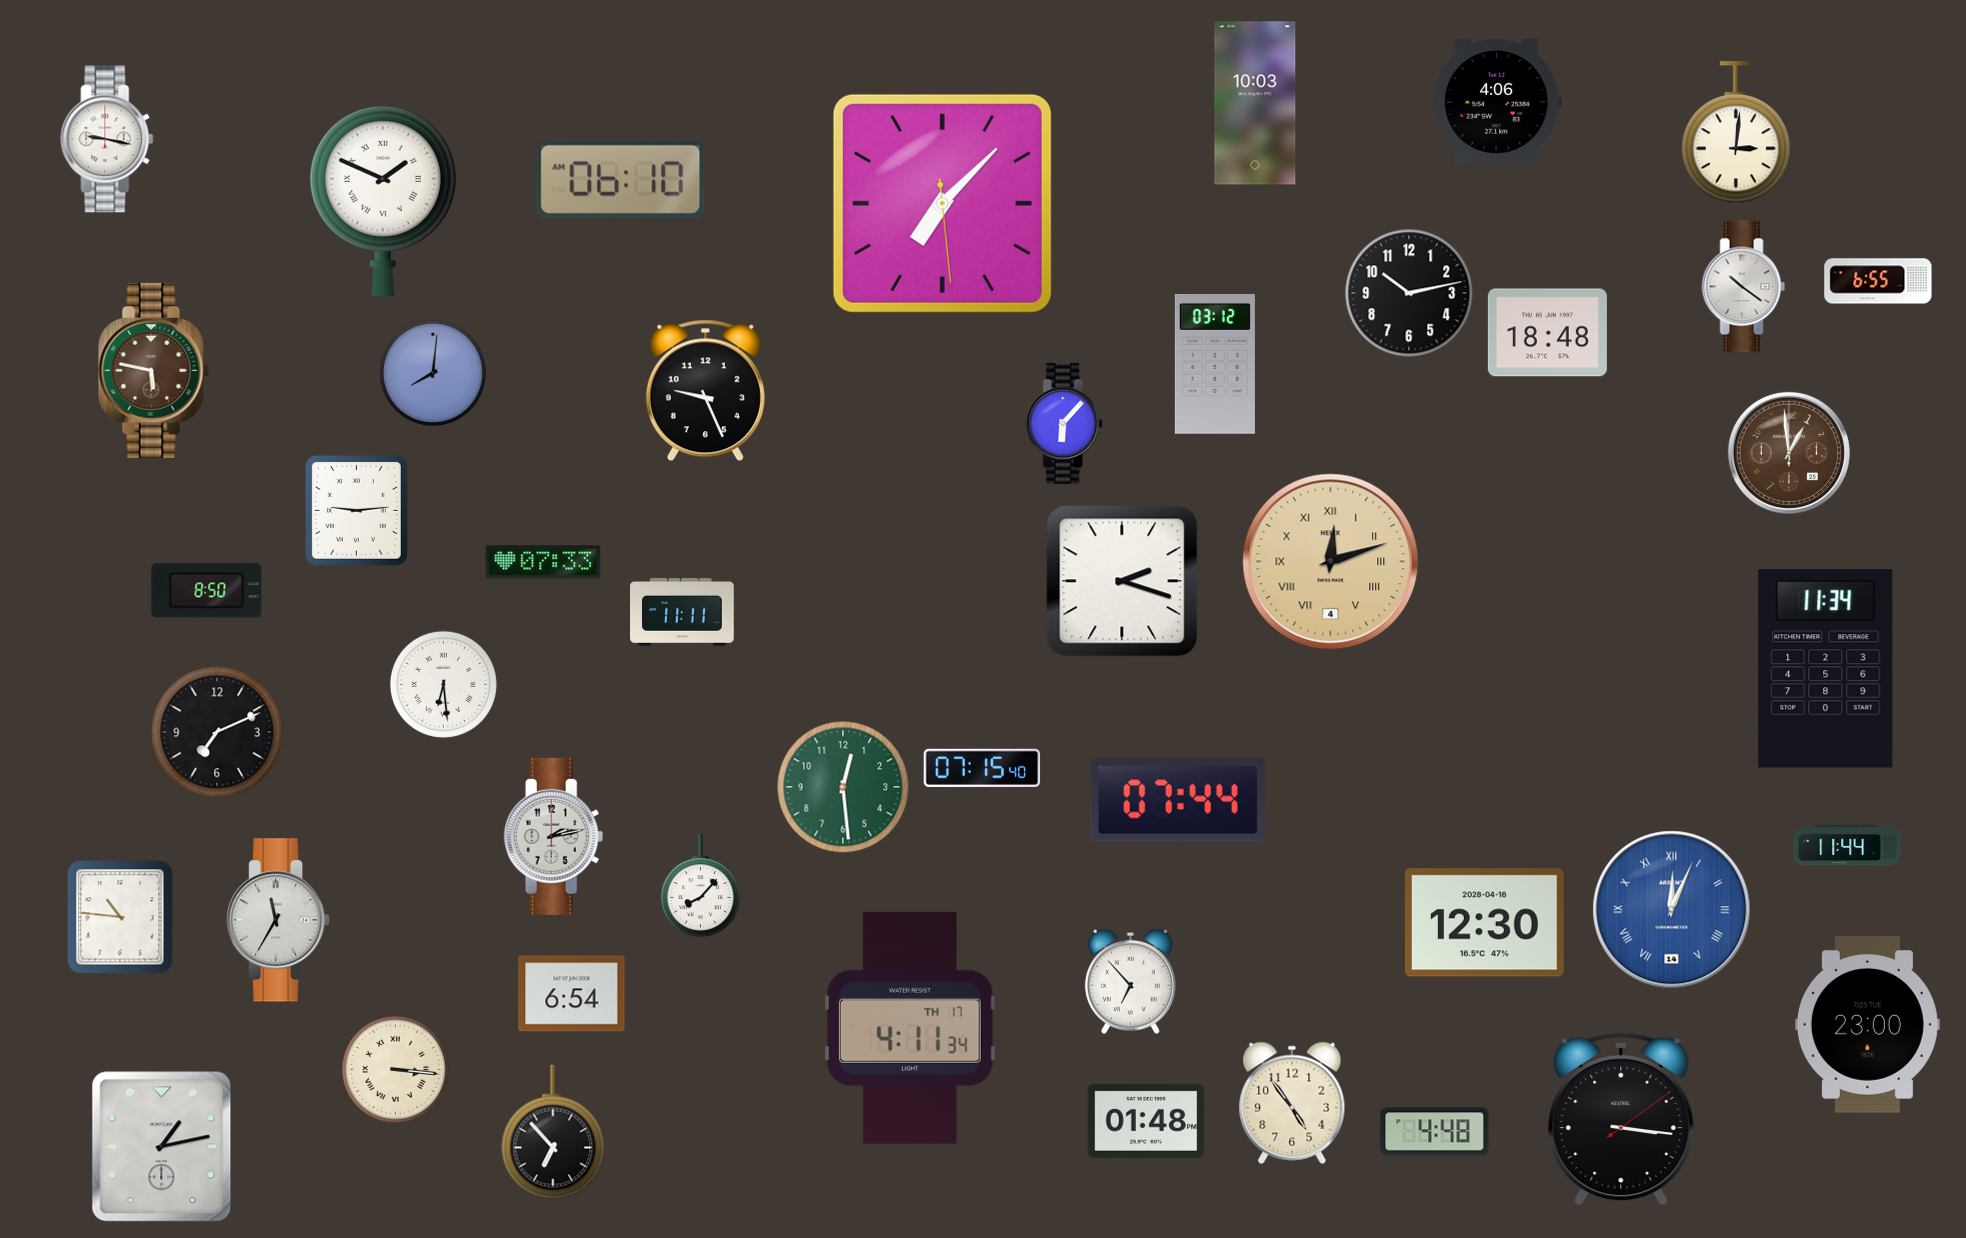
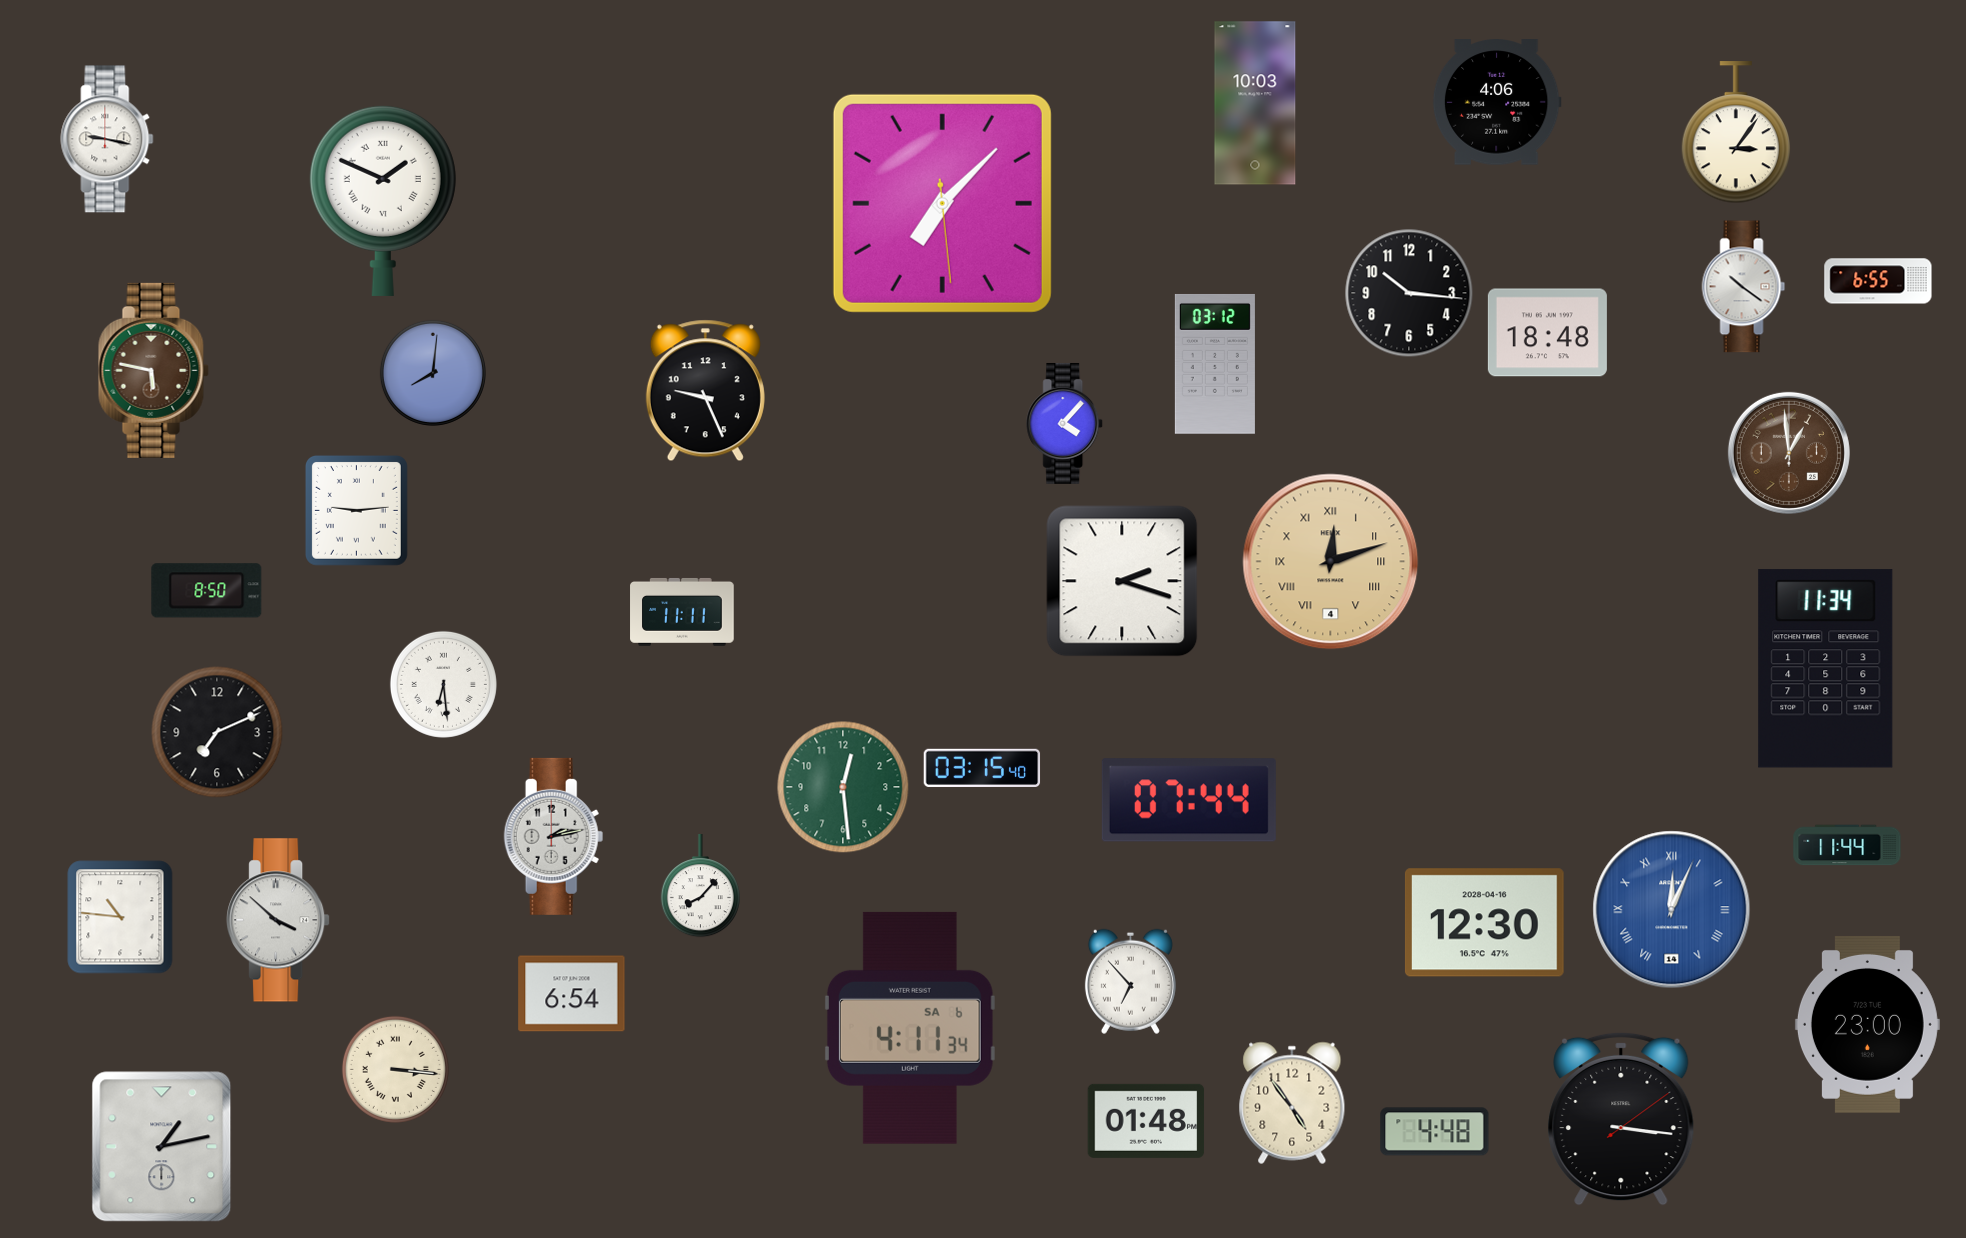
clock at (1735, 133): 3:01 -> 3:06
clock at (621, 179): 06:10 -> none
clock at (1409, 293): 10:13 -> 10:16
clock at (1065, 423): 6:07 -> 4:07
clock at (543, 562): 07:33 -> none
clock at (982, 768): 07:15 -> 03:15
clock at (1178, 800) position: (1178, 800) -> (1189, 800)
clock at (278, 920): 11:35 -> 3:52
clock at (910, 1028) date: TH 17 -> SA 6
clock at (553, 1132): 6:53 -> none
